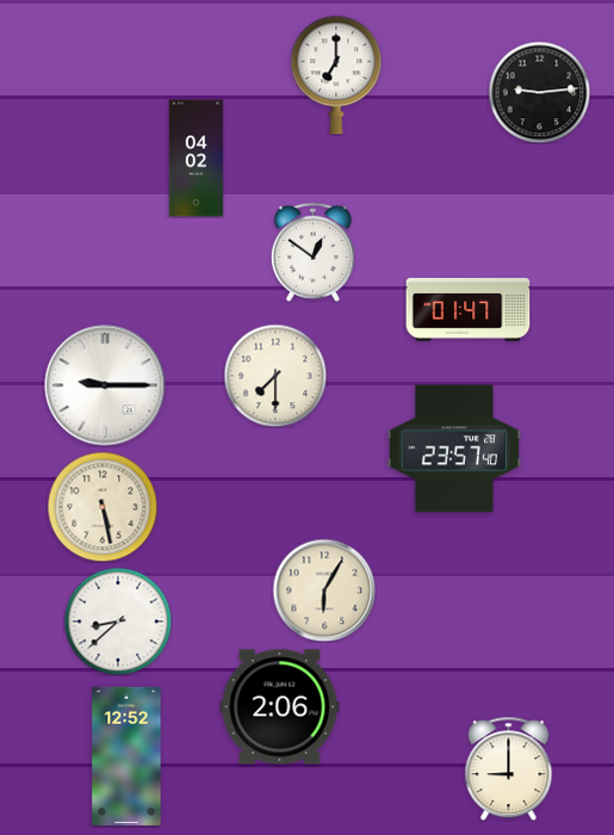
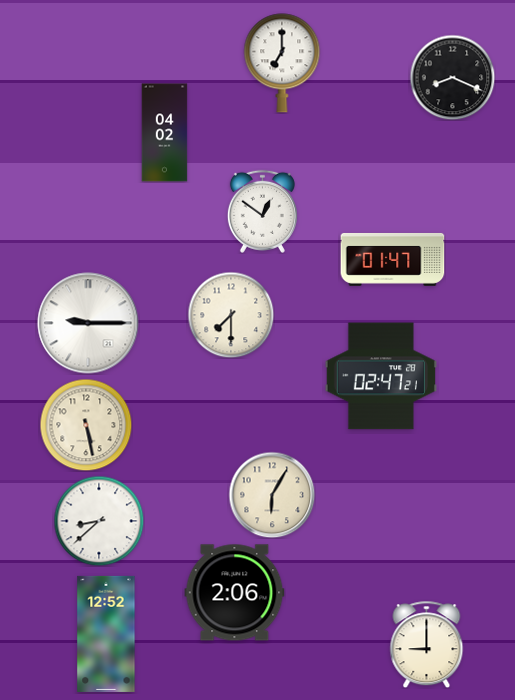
clock at (539, 92): 9:14 -> 8:19
clock at (453, 449): 23:57 -> 02:47
